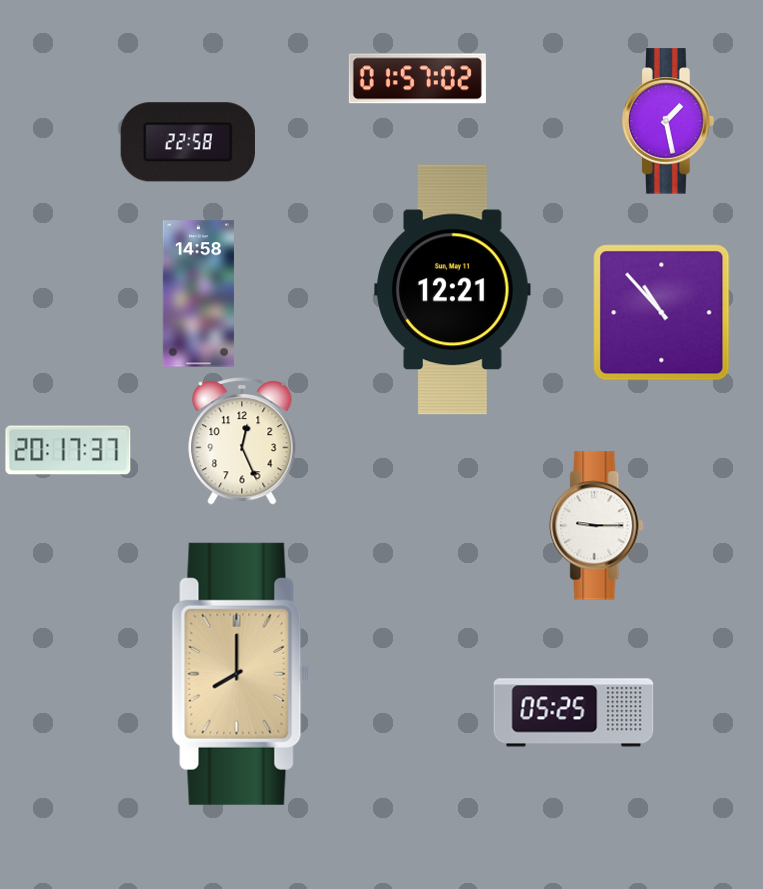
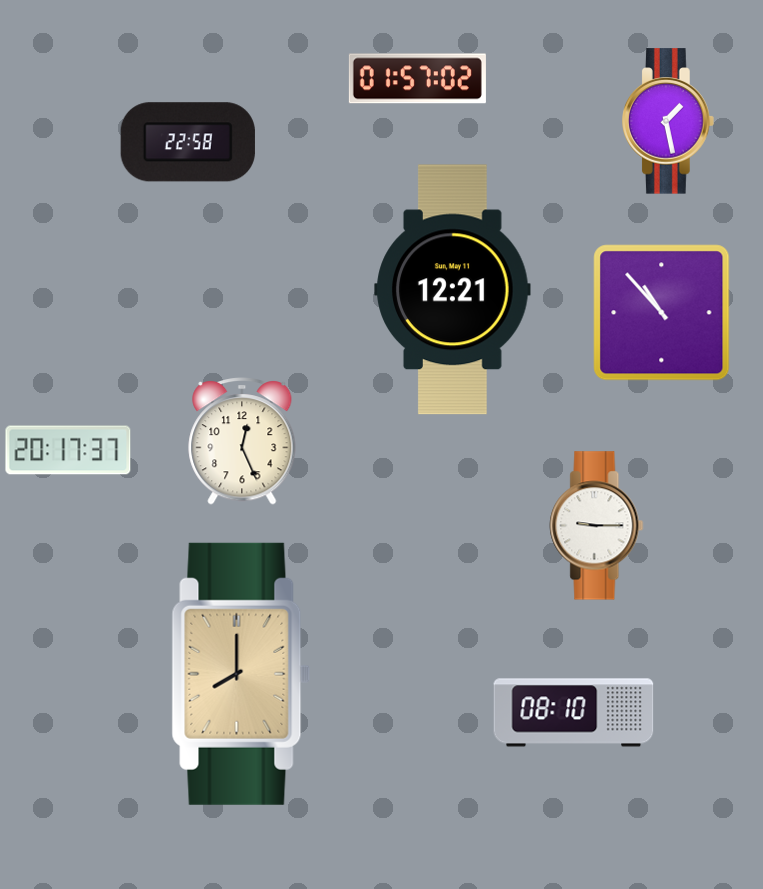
clock at (198, 294): 14:58 -> none
clock at (574, 713): 05:25 -> 08:10
